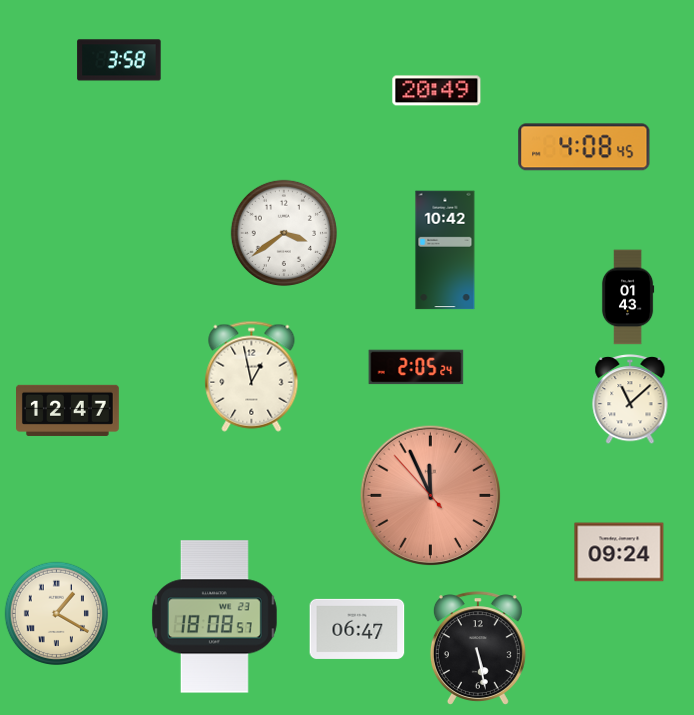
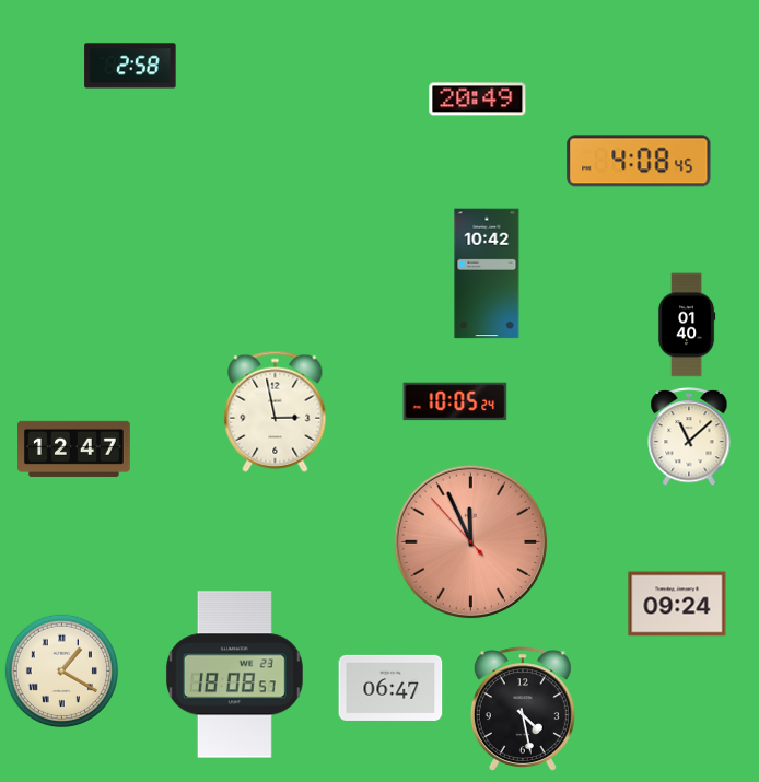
clock at (119, 60): 3:58 -> 2:58
clock at (284, 233): 3:39 -> none
clock at (628, 297): 01:43 -> 01:40
clock at (416, 367): 2:05 -> 10:05
clock at (252, 376): 12:58 -> 2:58
clock at (478, 648): 5:28 -> 4:28
